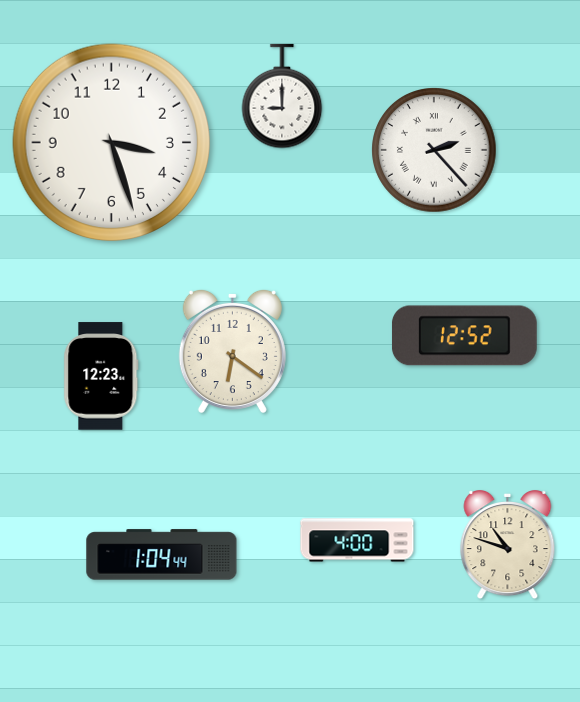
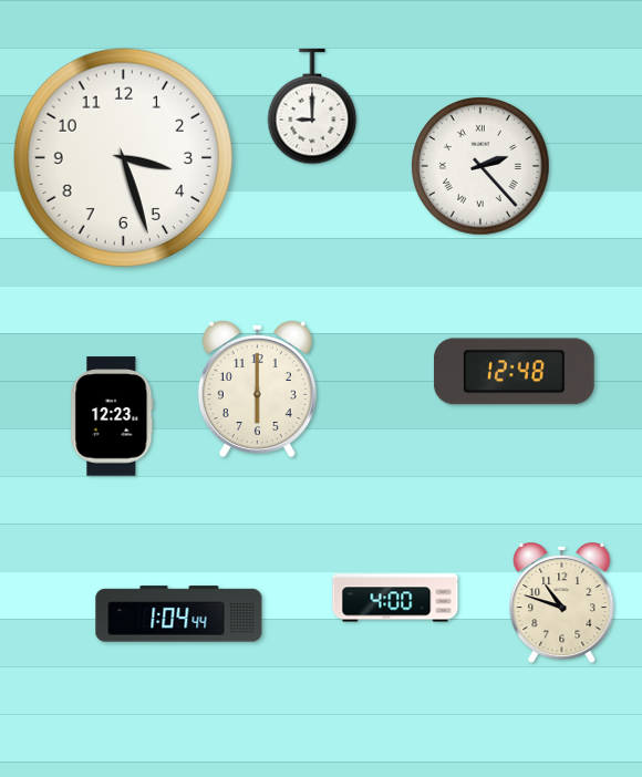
clock at (464, 336): 12:52 -> 12:48
clock at (232, 350): 6:21 -> 6:00
